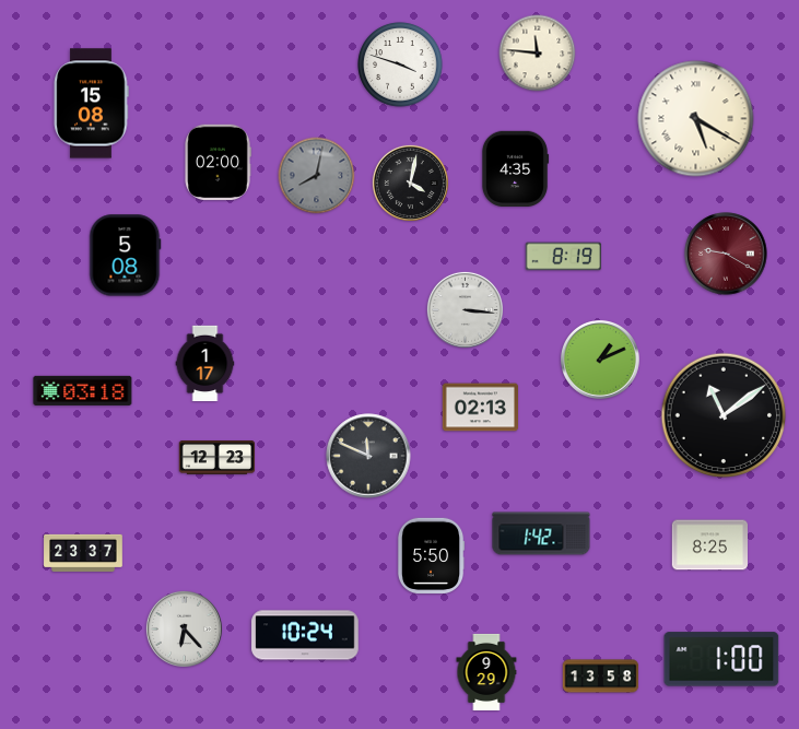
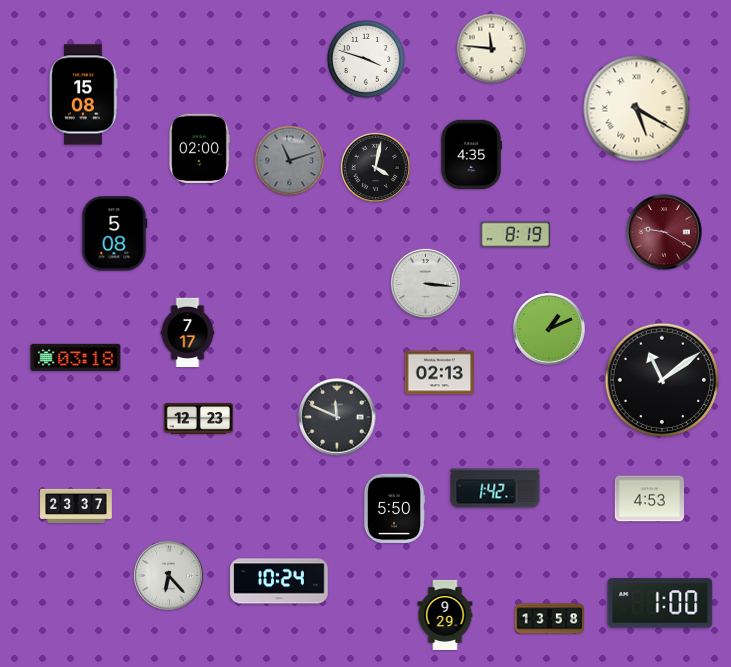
clock at (317, 176): 8:02 -> 11:12
clock at (205, 364): 1:17 -> 7:17
clock at (709, 545): 8:25 -> 4:53
